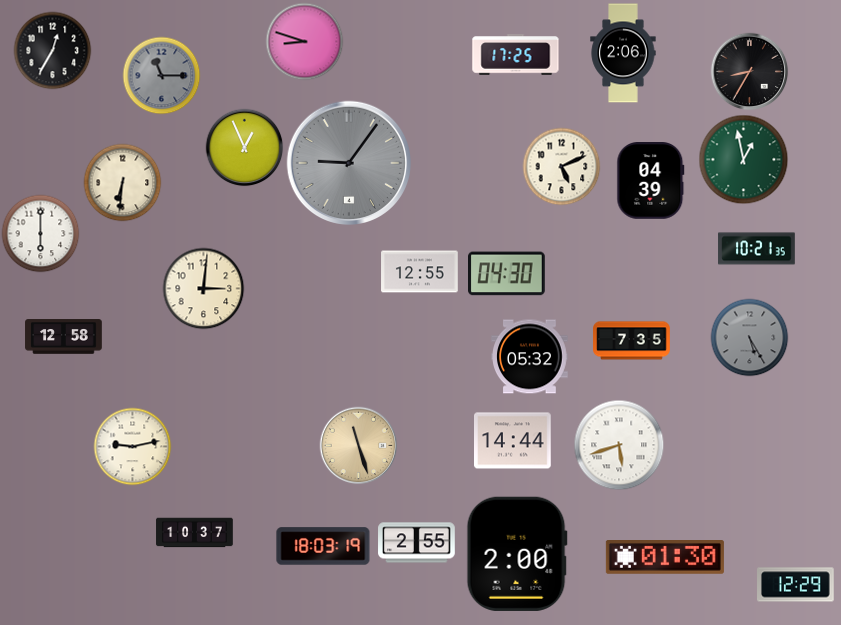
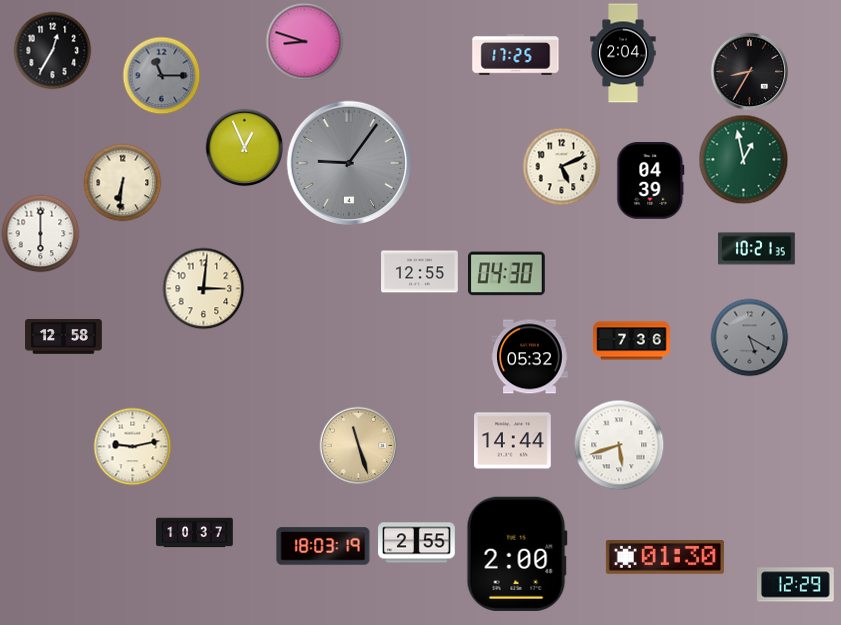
clock at (623, 53): 2:06 -> 2:04
clock at (749, 337): 5:25 -> 5:20
clock at (632, 341): 7:35 -> 7:36
